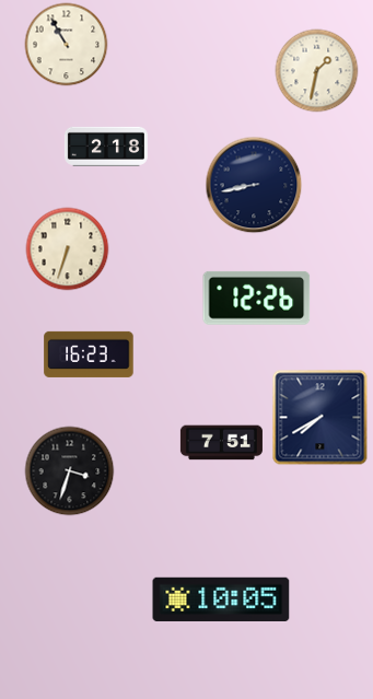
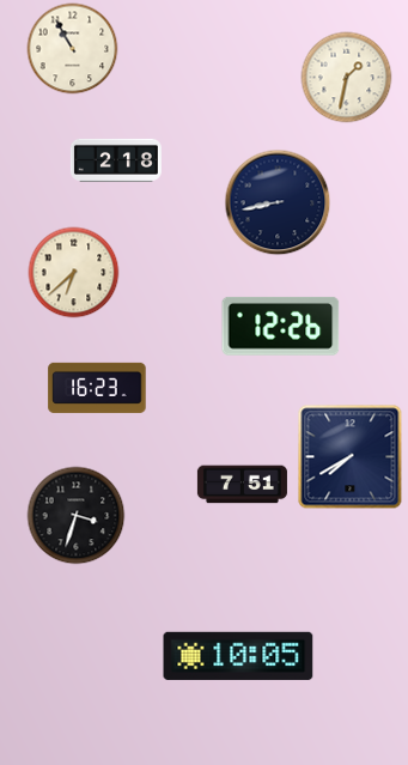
clock at (68, 249): 6:33 -> 6:38
clock at (221, 599) position: (221, 599) -> (238, 656)
